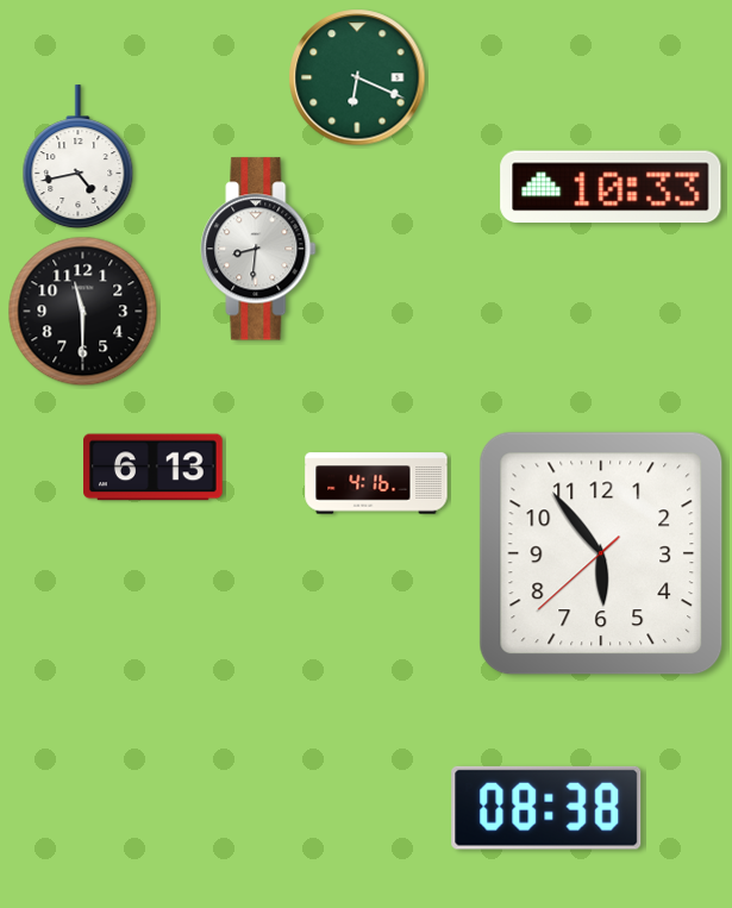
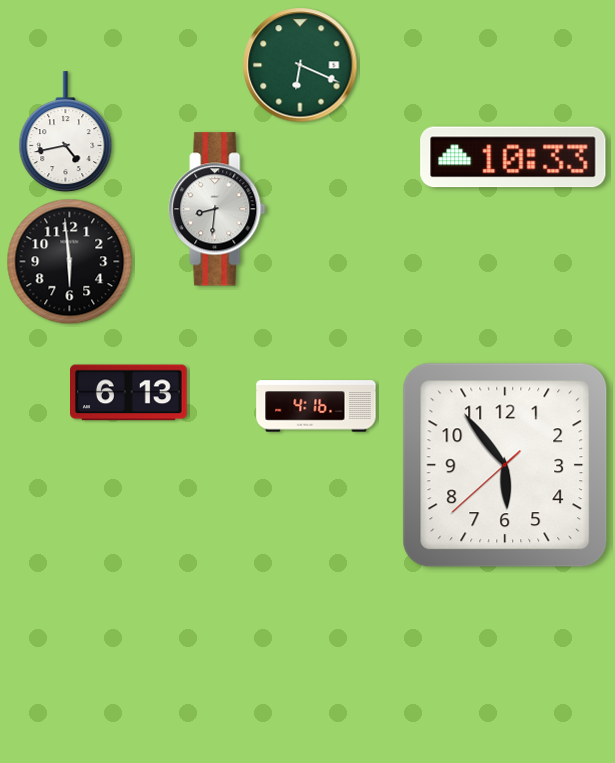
clock at (83, 312): 11:30 -> 5:59
clock at (546, 808): 08:38 -> none
